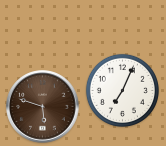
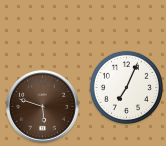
clock at (122, 90) position: (122, 90) -> (126, 87)
